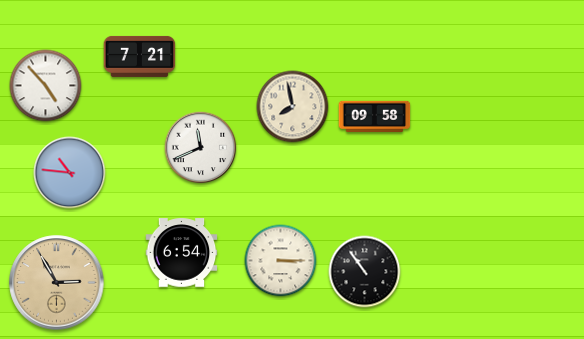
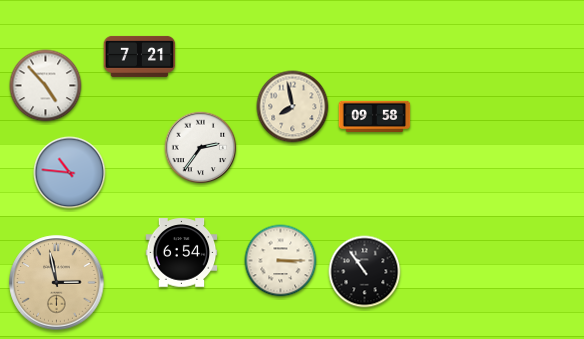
clock at (201, 148): 11:41 -> 2:36
clock at (57, 283): 2:55 -> 2:58
